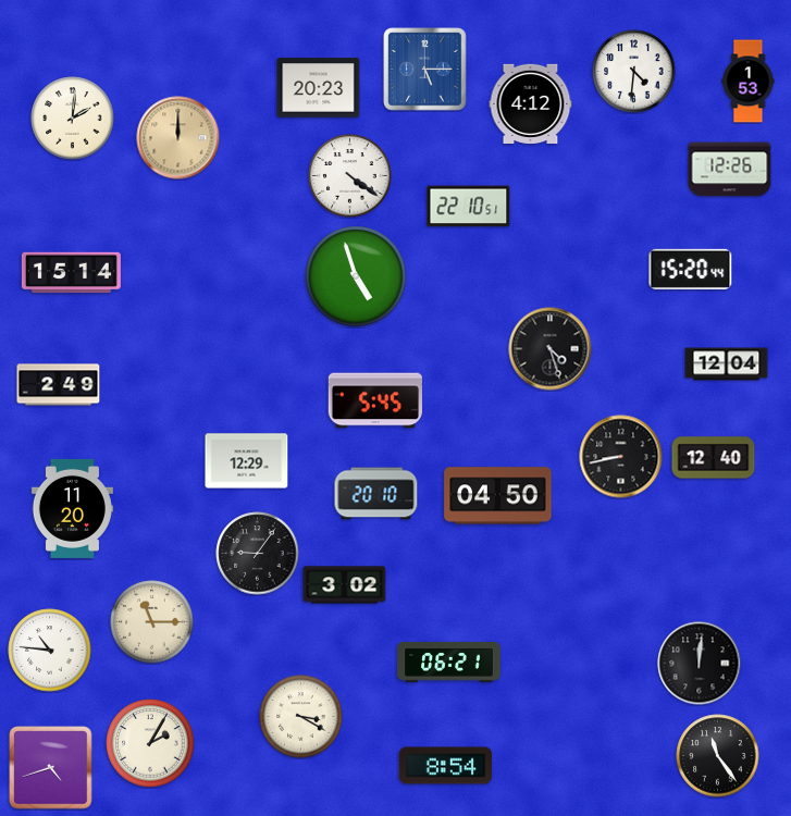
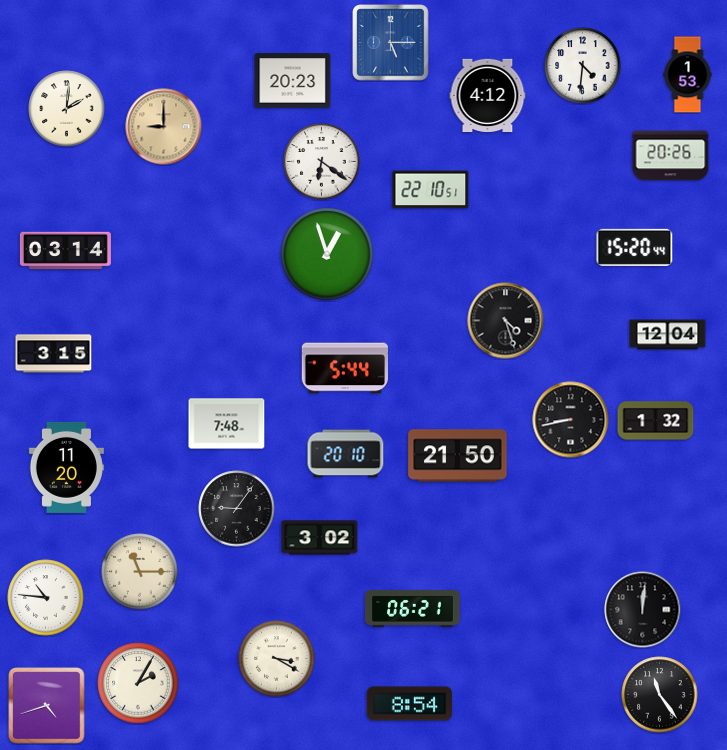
clock at (425, 70) position: (425, 70) -> (391, 43)
clock at (178, 138): 12:00 -> 9:00
clock at (730, 170): 12:26 -> 20:26
clock at (350, 176): 4:21 -> 6:21
clock at (71, 273): 15:14 -> 03:14
clock at (356, 276): 4:57 -> 12:57
clock at (59, 385): 2:49 -> 3:15
clock at (374, 400): 5:45 -> 5:44
clock at (714, 458): 12:40 -> 1:32
clock at (247, 461): 12:29 -> 7:48
clock at (498, 496): 04:50 -> 21:50
clock at (345, 585) position: (345, 585) -> (320, 538)
